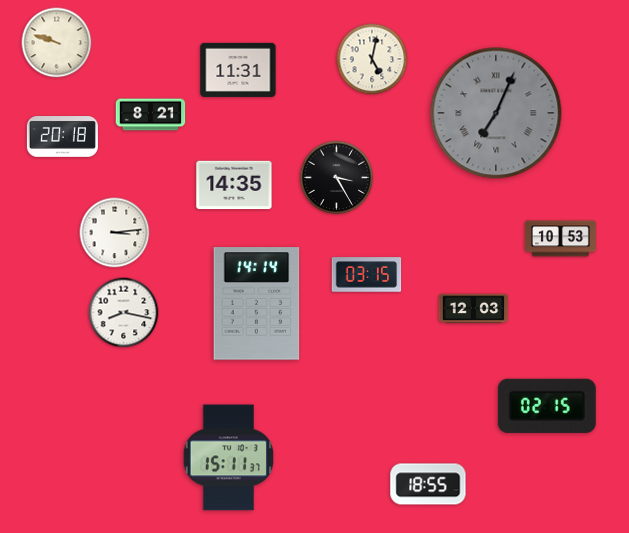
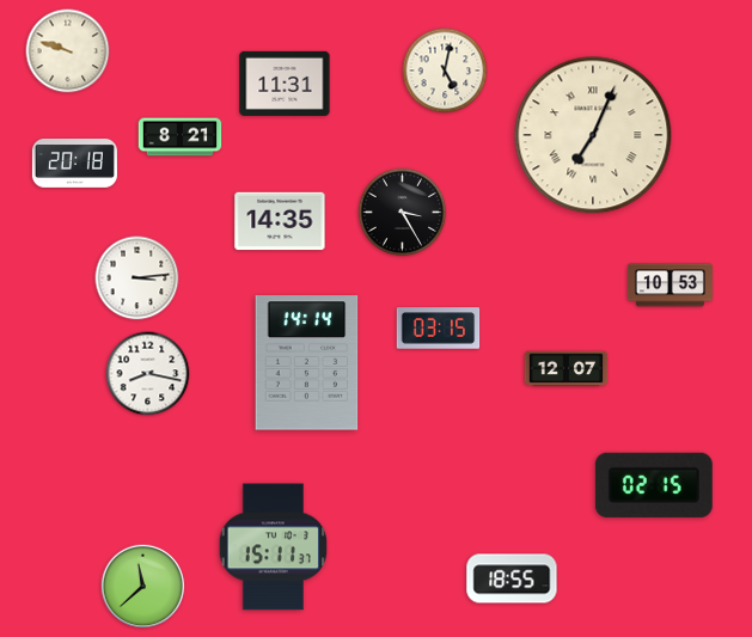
clock at (496, 113) dial: grey -> cream
clock at (474, 309): 12:03 -> 12:07
clock at (142, 586): none -> 11:38
